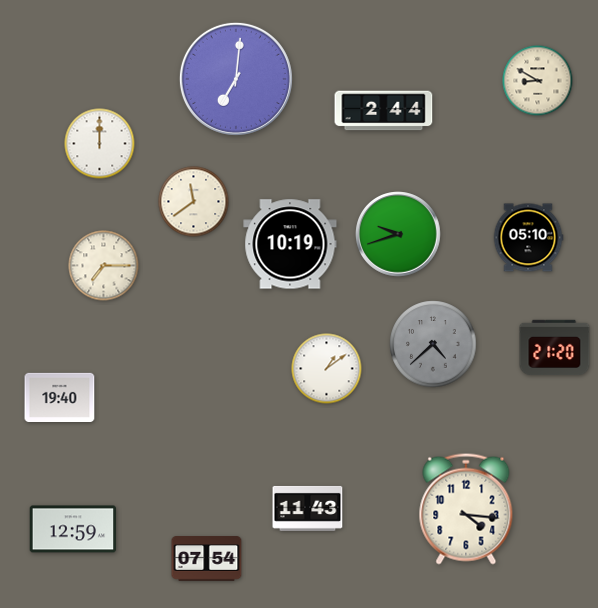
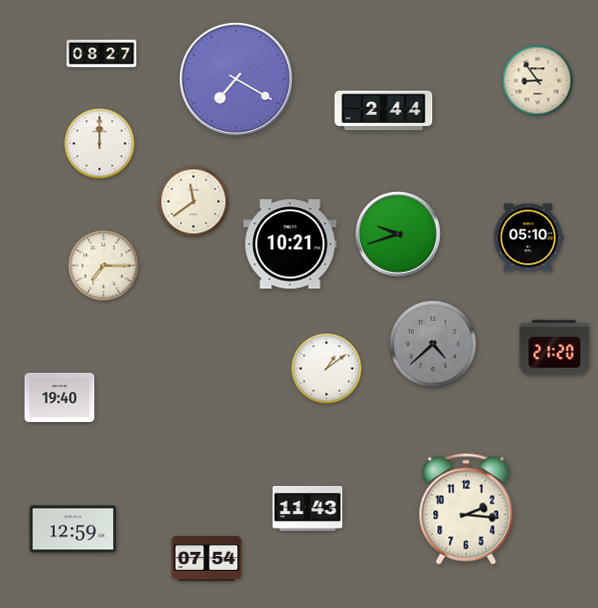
clock at (102, 54): none -> 08:27
clock at (236, 79): 7:01 -> 7:20
clock at (538, 81): 8:50 -> 8:54
clock at (290, 244): 10:19 -> 10:21
clock at (466, 509): 4:16 -> 2:16
